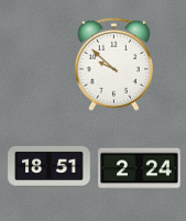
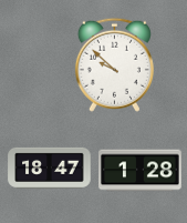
clock at (50, 166): 18:51 -> 18:47
clock at (140, 169): 2:24 -> 1:28
